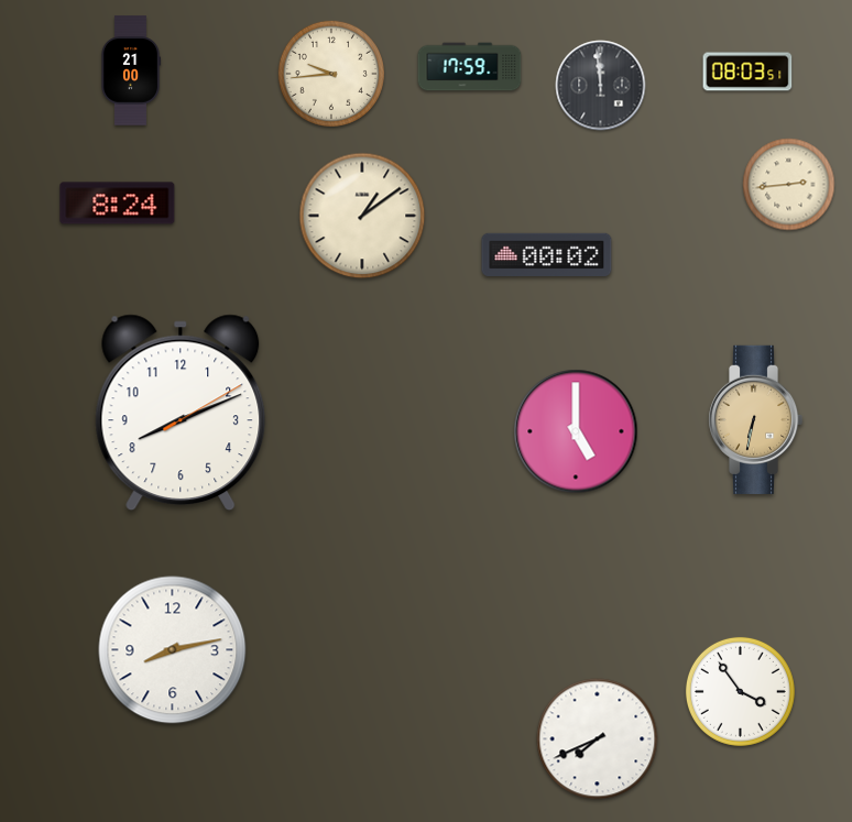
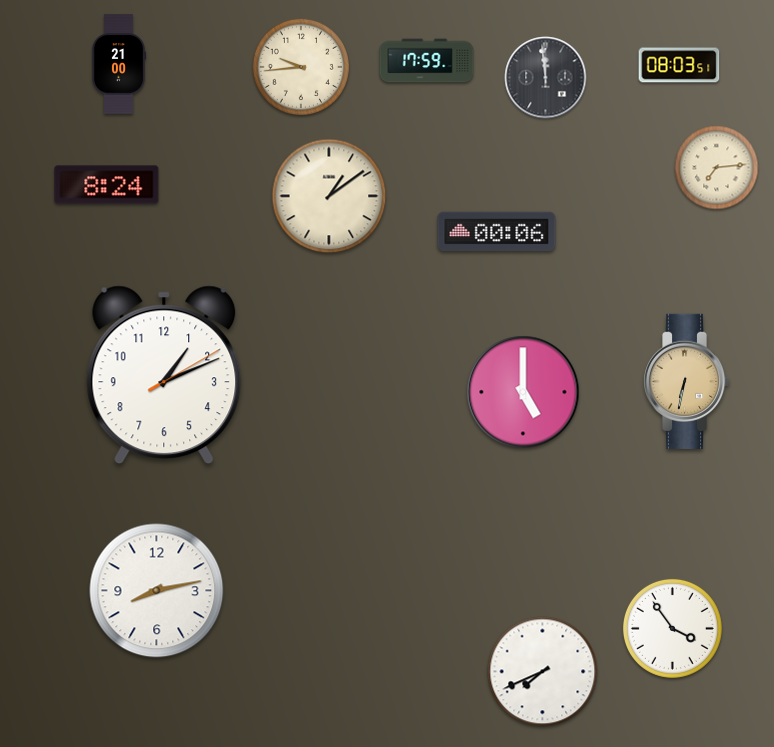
clock at (789, 185): 2:44 -> 7:14
clock at (547, 254): 00:02 -> 00:06
clock at (181, 413): 8:11 -> 1:11
